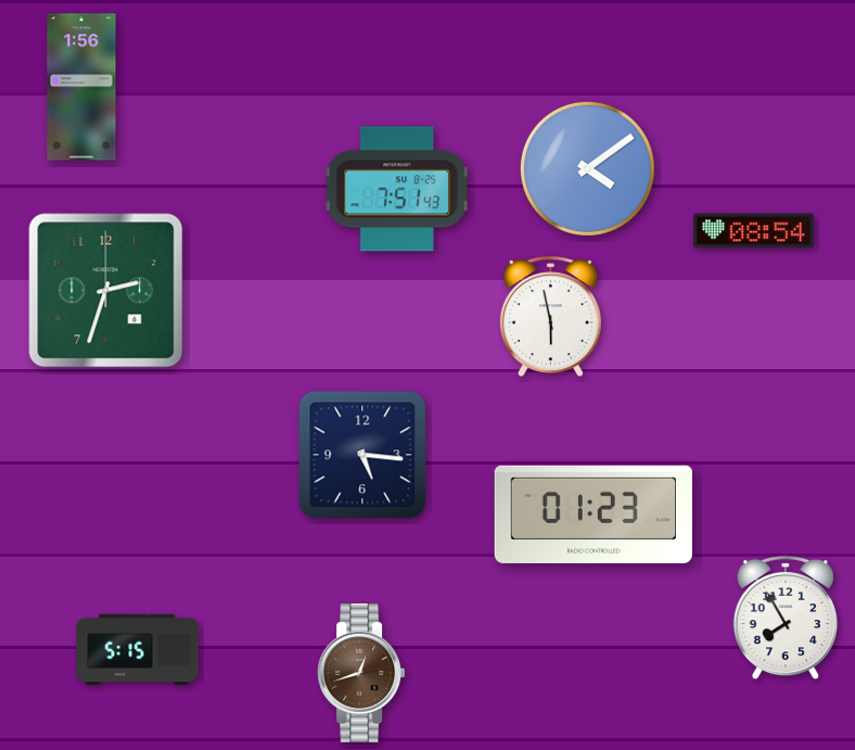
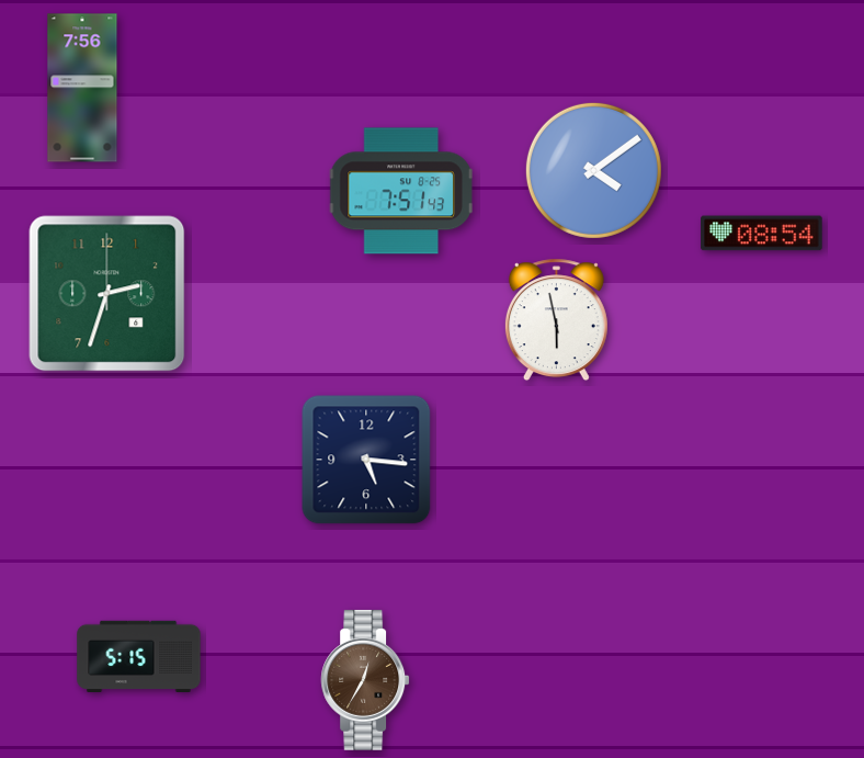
clock at (81, 87): 1:56 -> 7:56
clock at (594, 514): 01:23 -> none
clock at (786, 618): 7:55 -> none
clock at (361, 673): 12:42 -> 12:35
